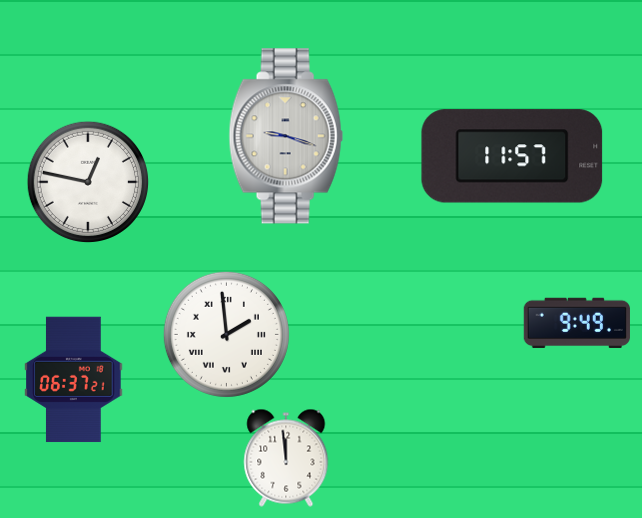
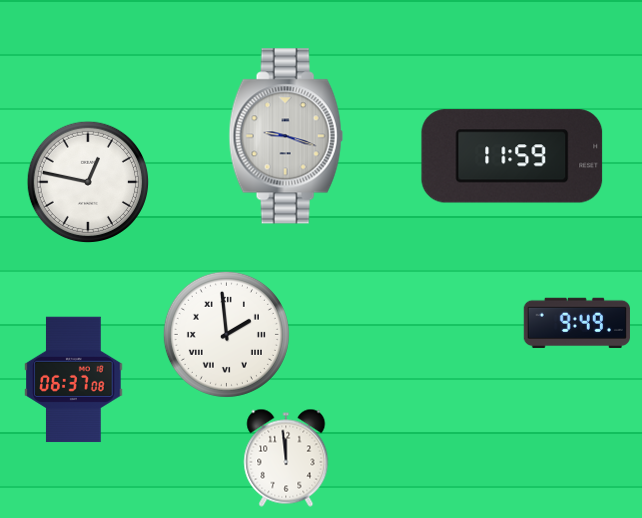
clock at (512, 156): 11:57 -> 11:59
clock at (74, 380): 06:37:21 -> 06:37:08
